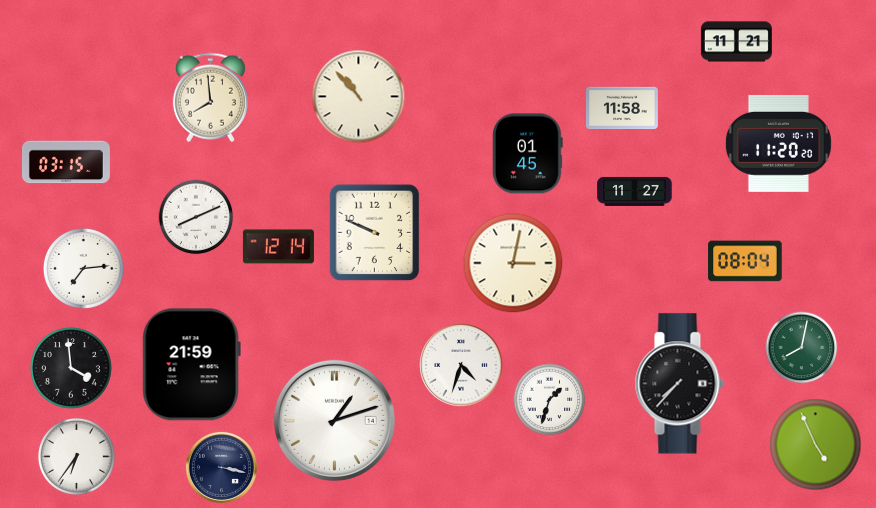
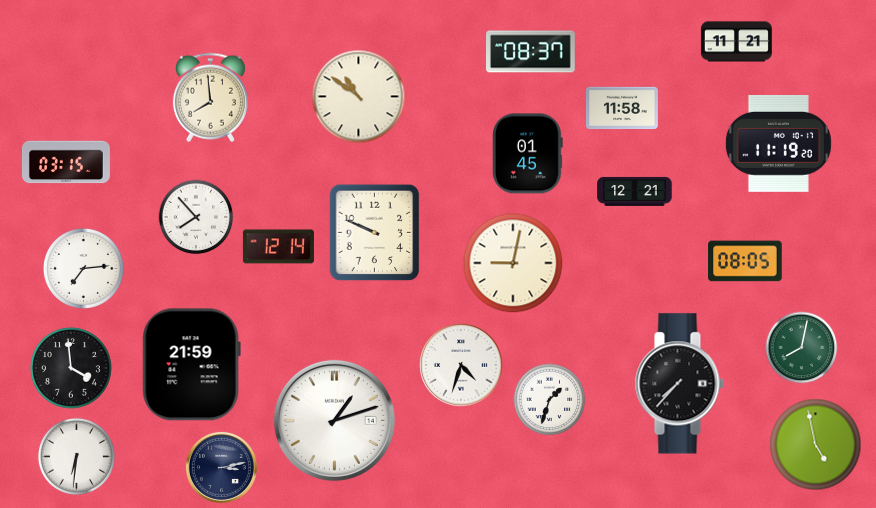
clock at (531, 52): none -> 08:37
clock at (359, 97): 10:53 -> 10:51
clock at (778, 143): 11:20 -> 11:19
clock at (635, 191): 11:27 -> 12:21
clock at (196, 217): 8:11 -> 7:53
clock at (745, 261): 08:04 -> 08:05
clock at (513, 263): 3:02 -> 9:02
clock at (816, 445): 4:56 -> 4:58
clock at (76, 456): 6:36 -> 6:31
clock at (221, 467): 3:17 -> 3:13
